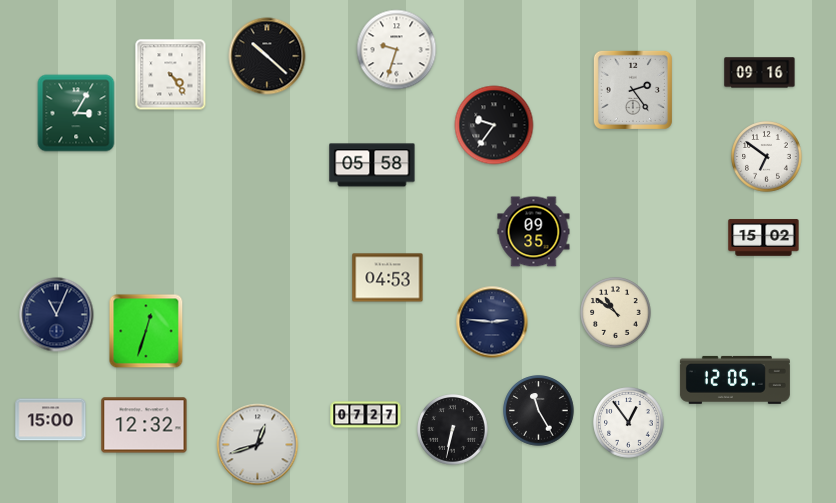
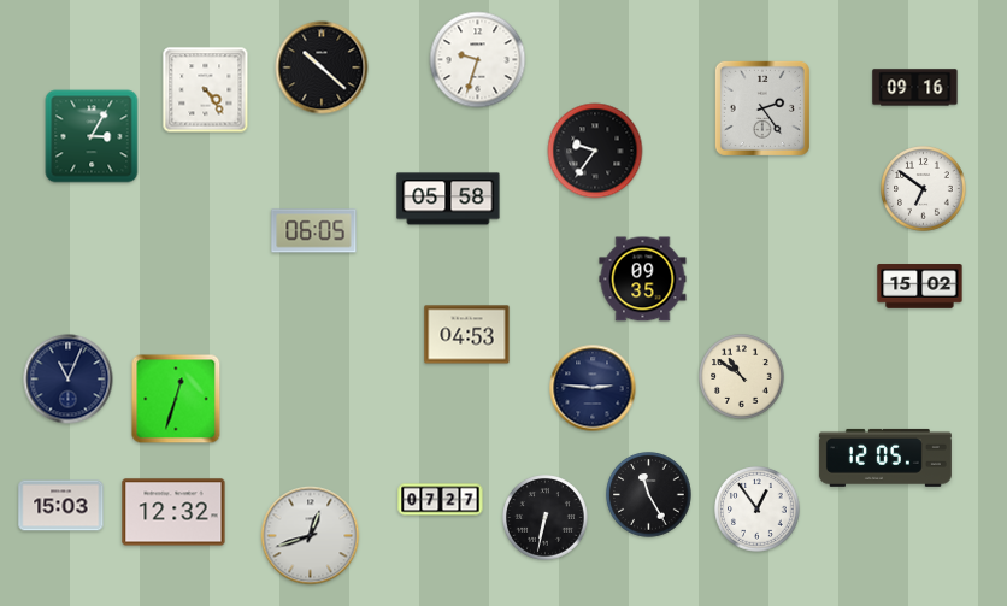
clock at (314, 231): none -> 06:05
clock at (51, 420): 15:00 -> 15:03
